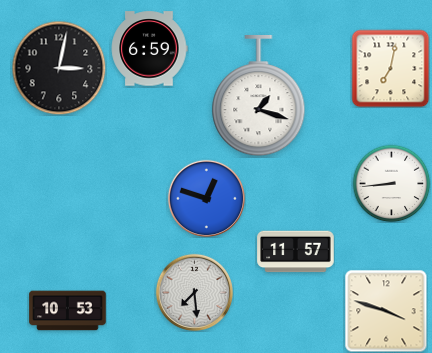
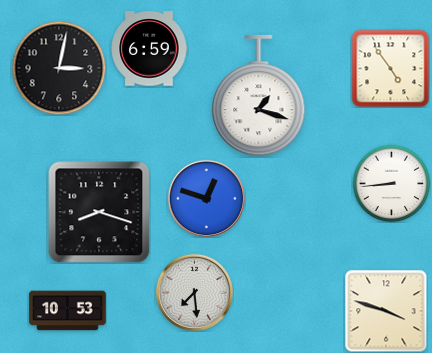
clock at (390, 68): 7:02 -> 4:54
clock at (99, 212): none -> 8:18
clock at (296, 252): 11:57 -> none
